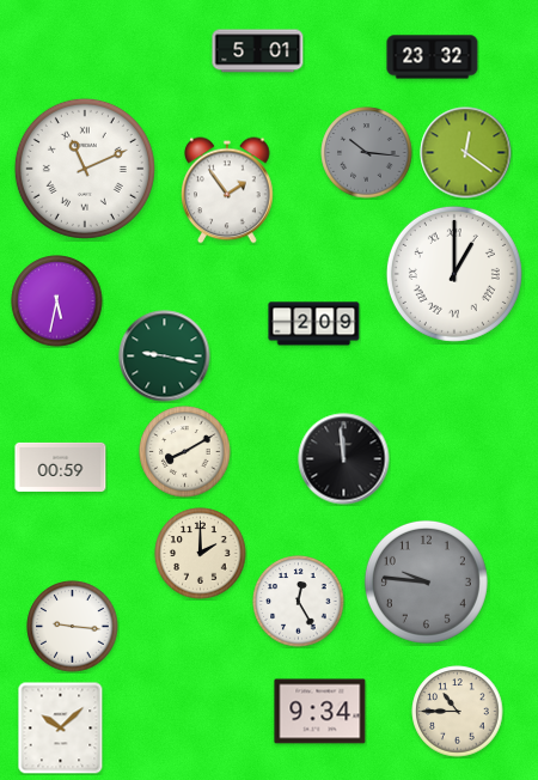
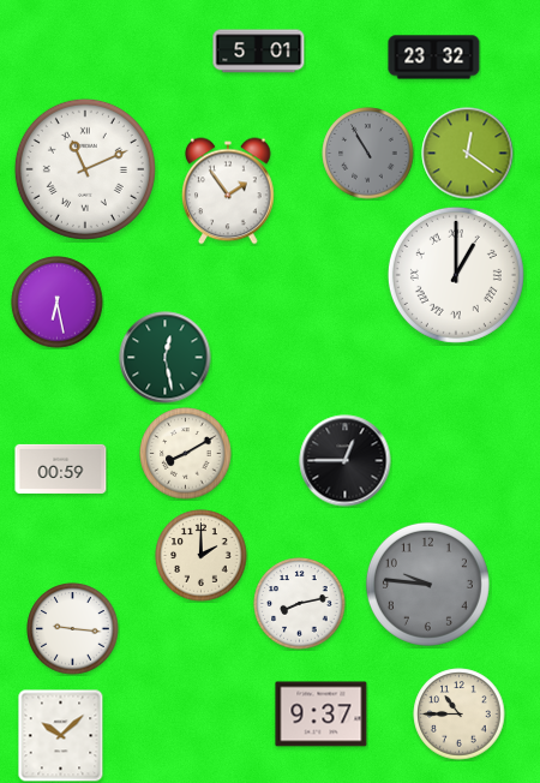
clock at (367, 153): 10:16 -> 10:55
clock at (57, 301): 5:32 -> 6:28
clock at (314, 324): 2:09 -> none
clock at (165, 357): 9:17 -> 12:28
clock at (344, 459): 11:59 -> 12:45
clock at (299, 602): 12:25 -> 8:13
clock at (320, 712): 9:34 -> 9:37
clock at (61, 727) position: (61, 727) -> (61, 735)
